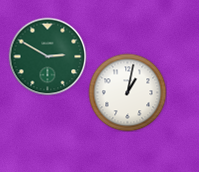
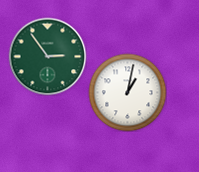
clock at (47, 56): 2:50 -> 2:54
